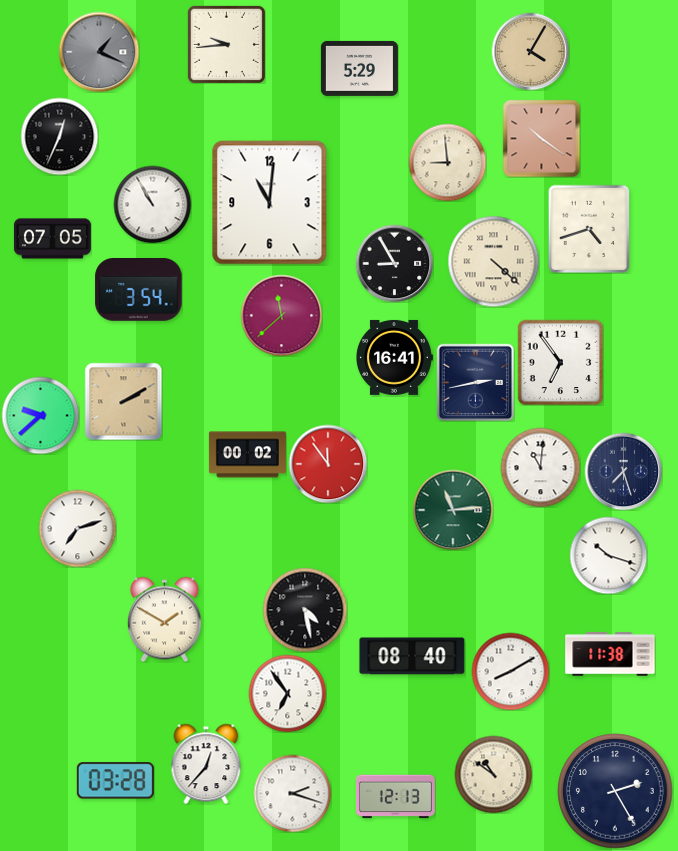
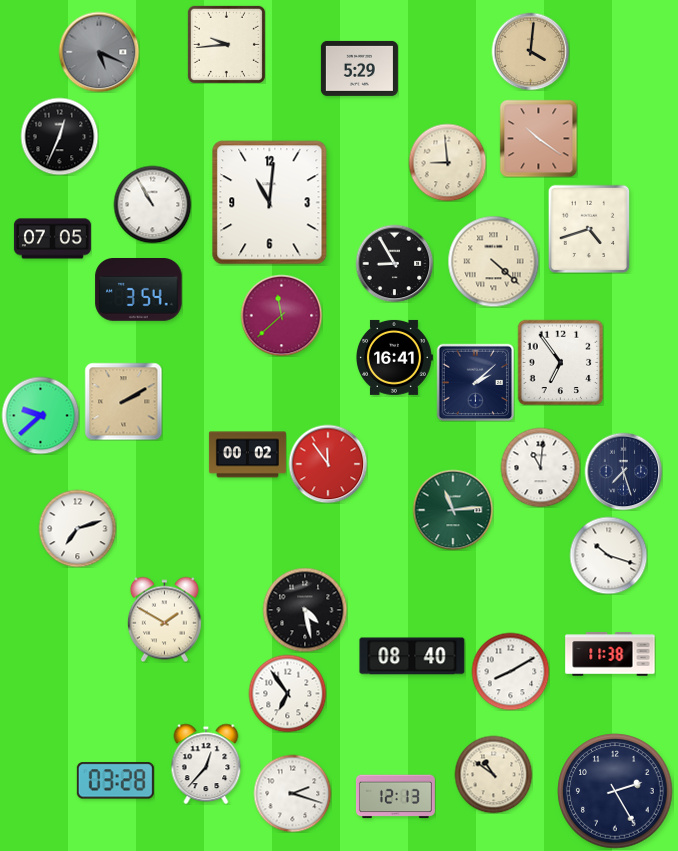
clock at (530, 51): 4:05 -> 4:01
clock at (99, 52): 1:19 -> 5:19
clock at (541, 138) position: (541, 138) -> (538, 138)
clock at (475, 382): 2:43 -> 2:08
